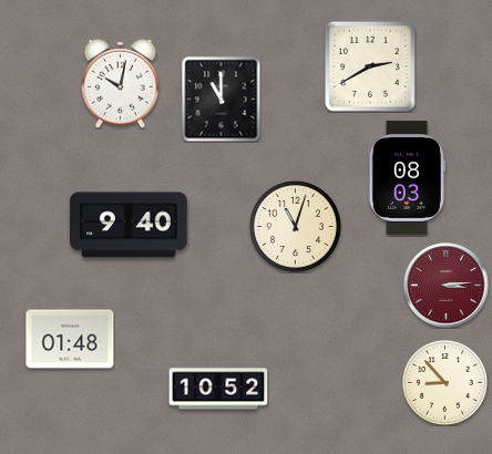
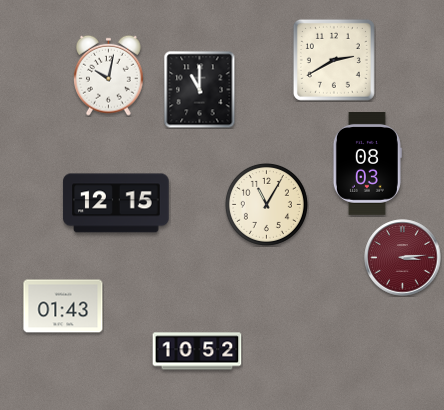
clock at (407, 178) position: (407, 178) -> (367, 164)
clock at (129, 225): 9:40 -> 12:15
clock at (295, 226): 11:03 -> 11:05
clock at (70, 339): 01:48 -> 01:43
clock at (444, 382): 8:53 -> none
